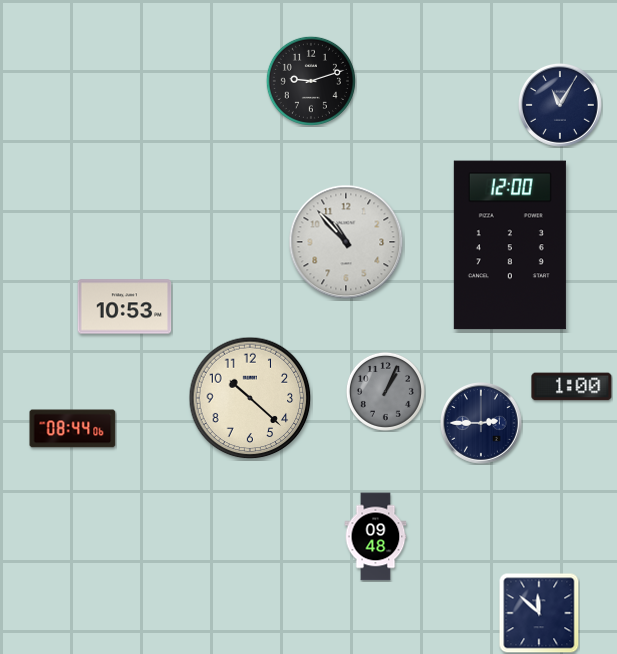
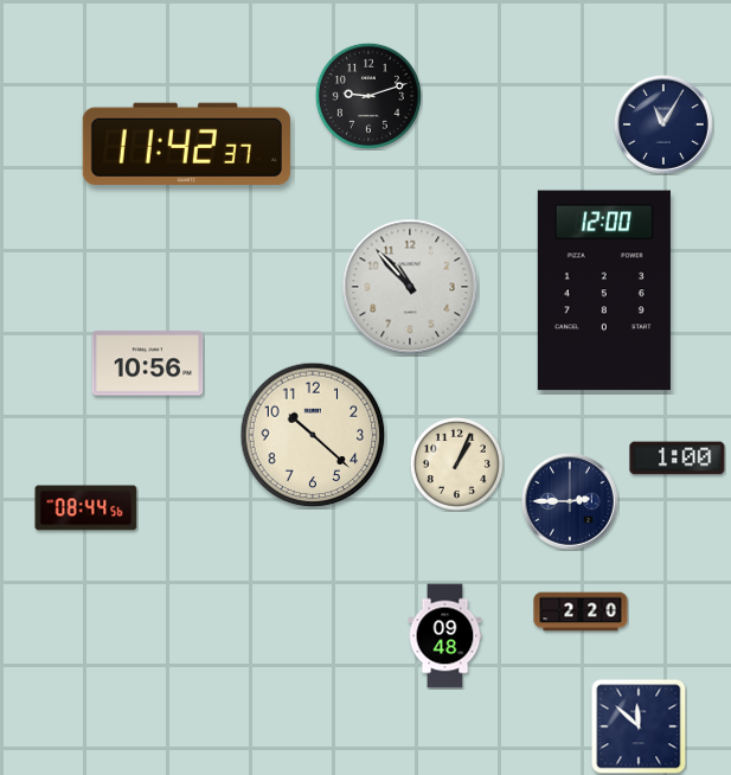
clock at (186, 143): none -> 11:42
clock at (125, 307): 10:53 -> 10:56
clock at (385, 391) dial: grey -> cream
clock at (250, 398) position: (250, 398) -> (313, 435)
clock at (73, 429): 08:44:06 -> 08:44:56
clock at (581, 611): none -> 2:20
